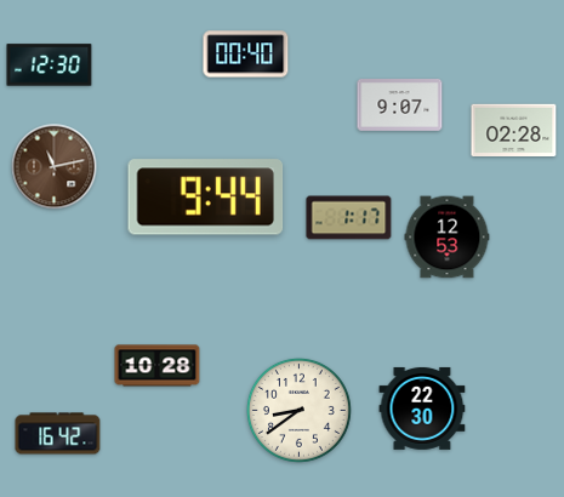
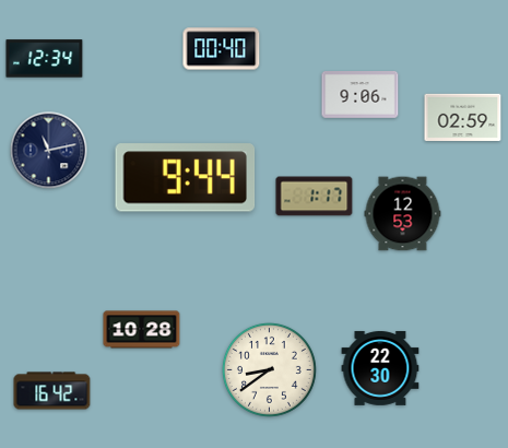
clock at (50, 65): 12:30 -> 12:34
clock at (400, 105): 9:07 -> 9:06
clock at (514, 130): 02:28 -> 02:59
clock at (55, 167) dial: brown -> navy
